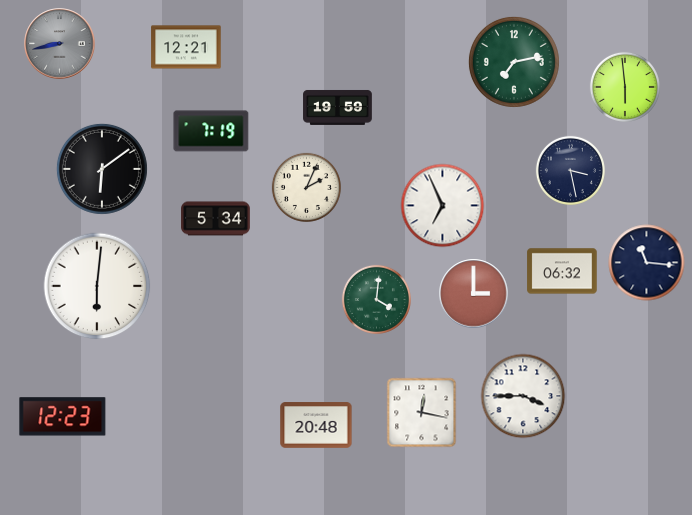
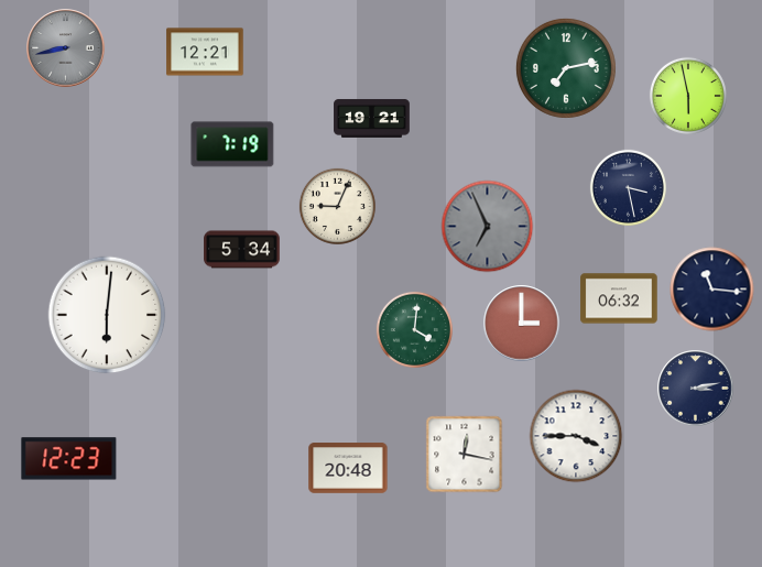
clock at (625, 87): 5:59 -> 5:58
clock at (338, 107): 19:59 -> 19:21
clock at (102, 169): 6:09 -> none
clock at (306, 187): 2:04 -> 9:04
clock at (443, 206) dial: white -> grey
clock at (216, 219) position: (216, 219) -> (242, 250)
clock at (696, 389): none -> 3:13
